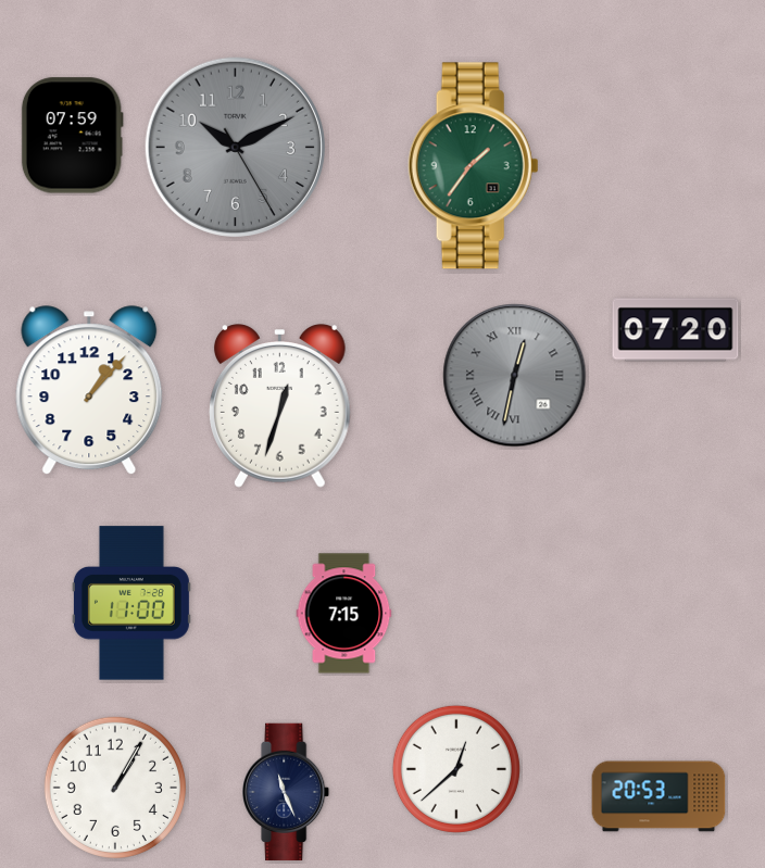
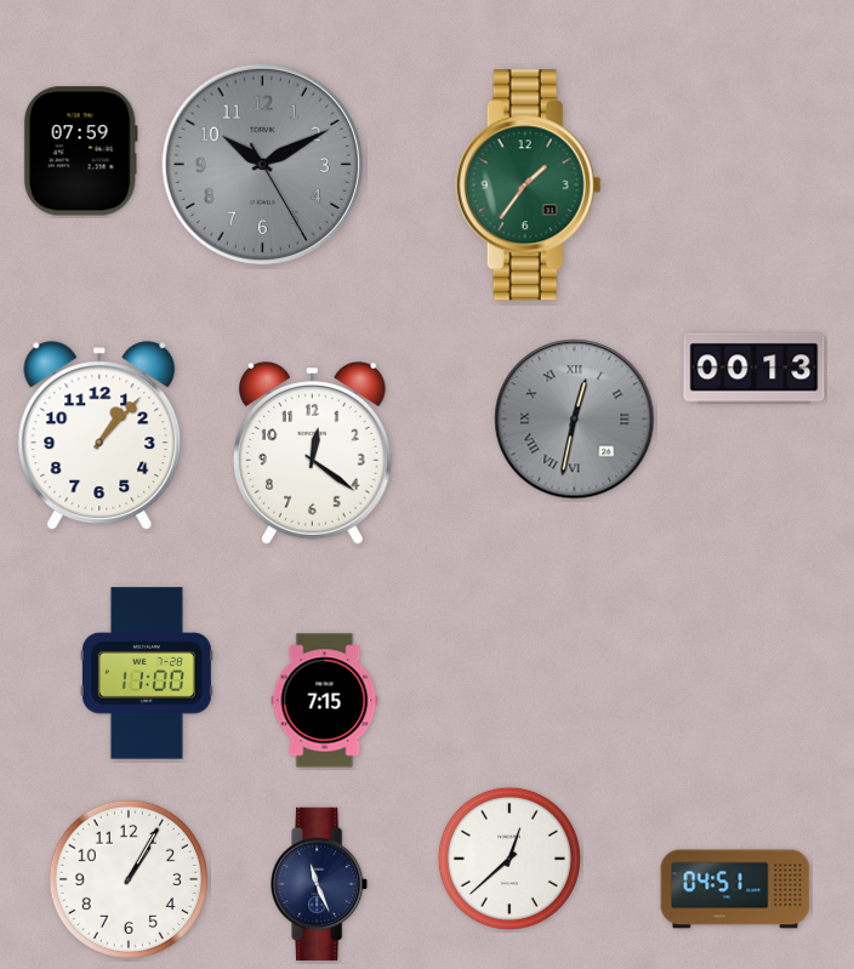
clock at (676, 330): 07:20 -> 00:13
clock at (279, 406): 12:33 -> 12:21
clock at (344, 614) position: (344, 614) -> (325, 701)
clock at (659, 796): 20:53 -> 04:51
